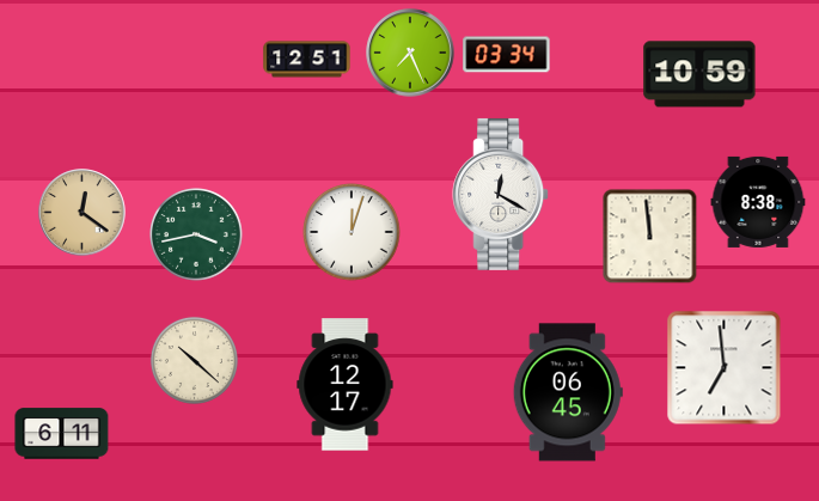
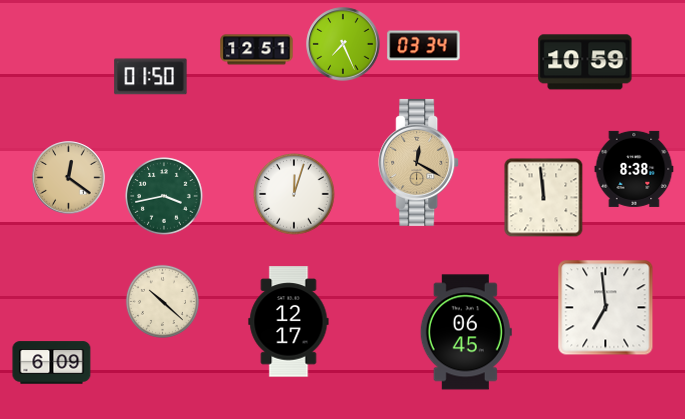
clock at (151, 77): none -> 01:50
clock at (501, 194) dial: white -> champagne
clock at (568, 392) position: (568, 392) -> (466, 332)
clock at (62, 434): 6:11 -> 6:09
